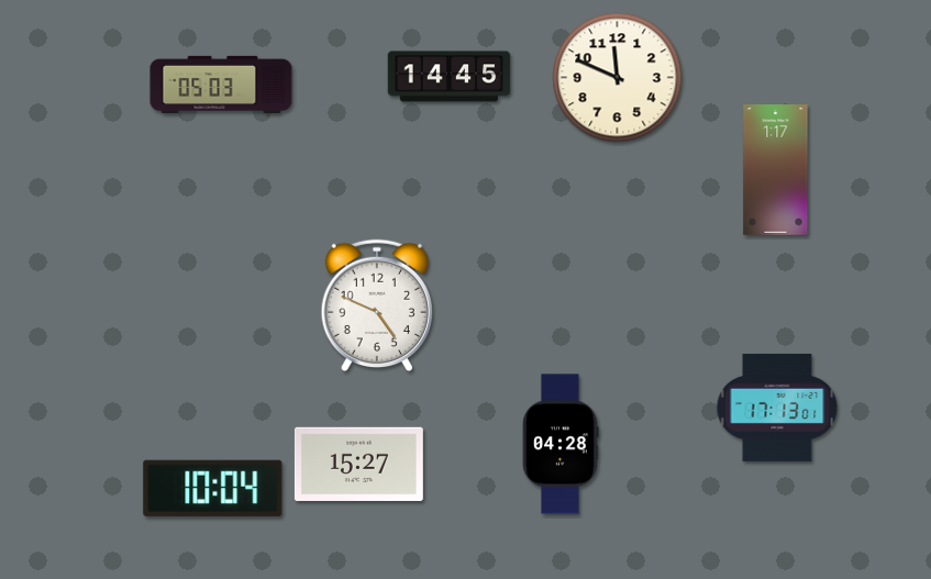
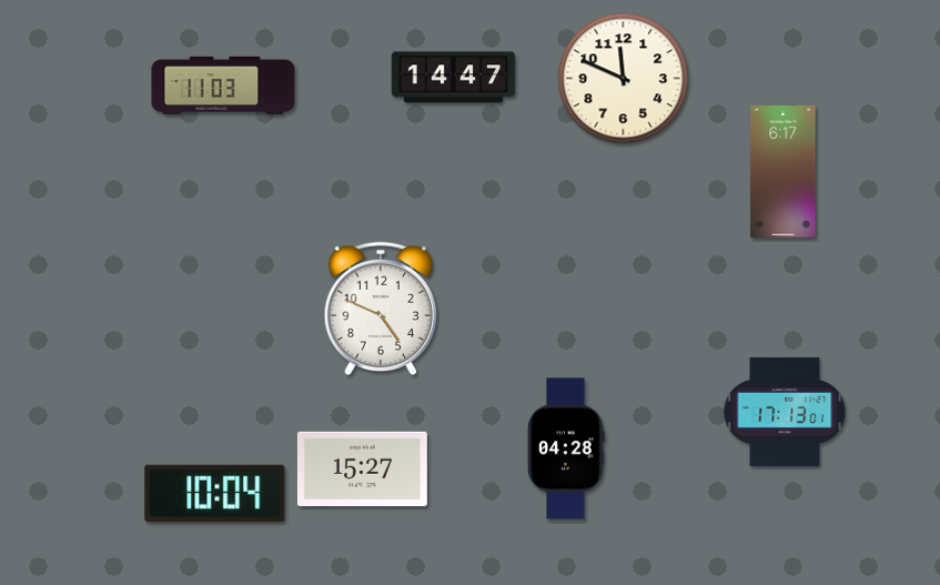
clock at (450, 77): 14:45 -> 14:47
clock at (221, 83): 05:03 -> 11:03
clock at (776, 170): 1:17 -> 6:17
